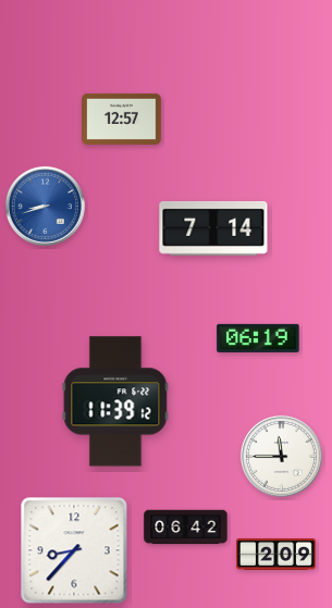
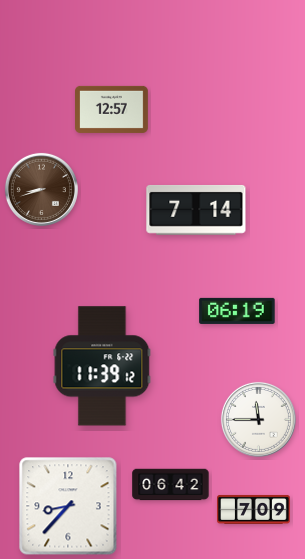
clock at (45, 206) dial: blue -> brown
clock at (115, 401) position: (115, 401) -> (102, 366)
clock at (276, 554): 2:09 -> 7:09
